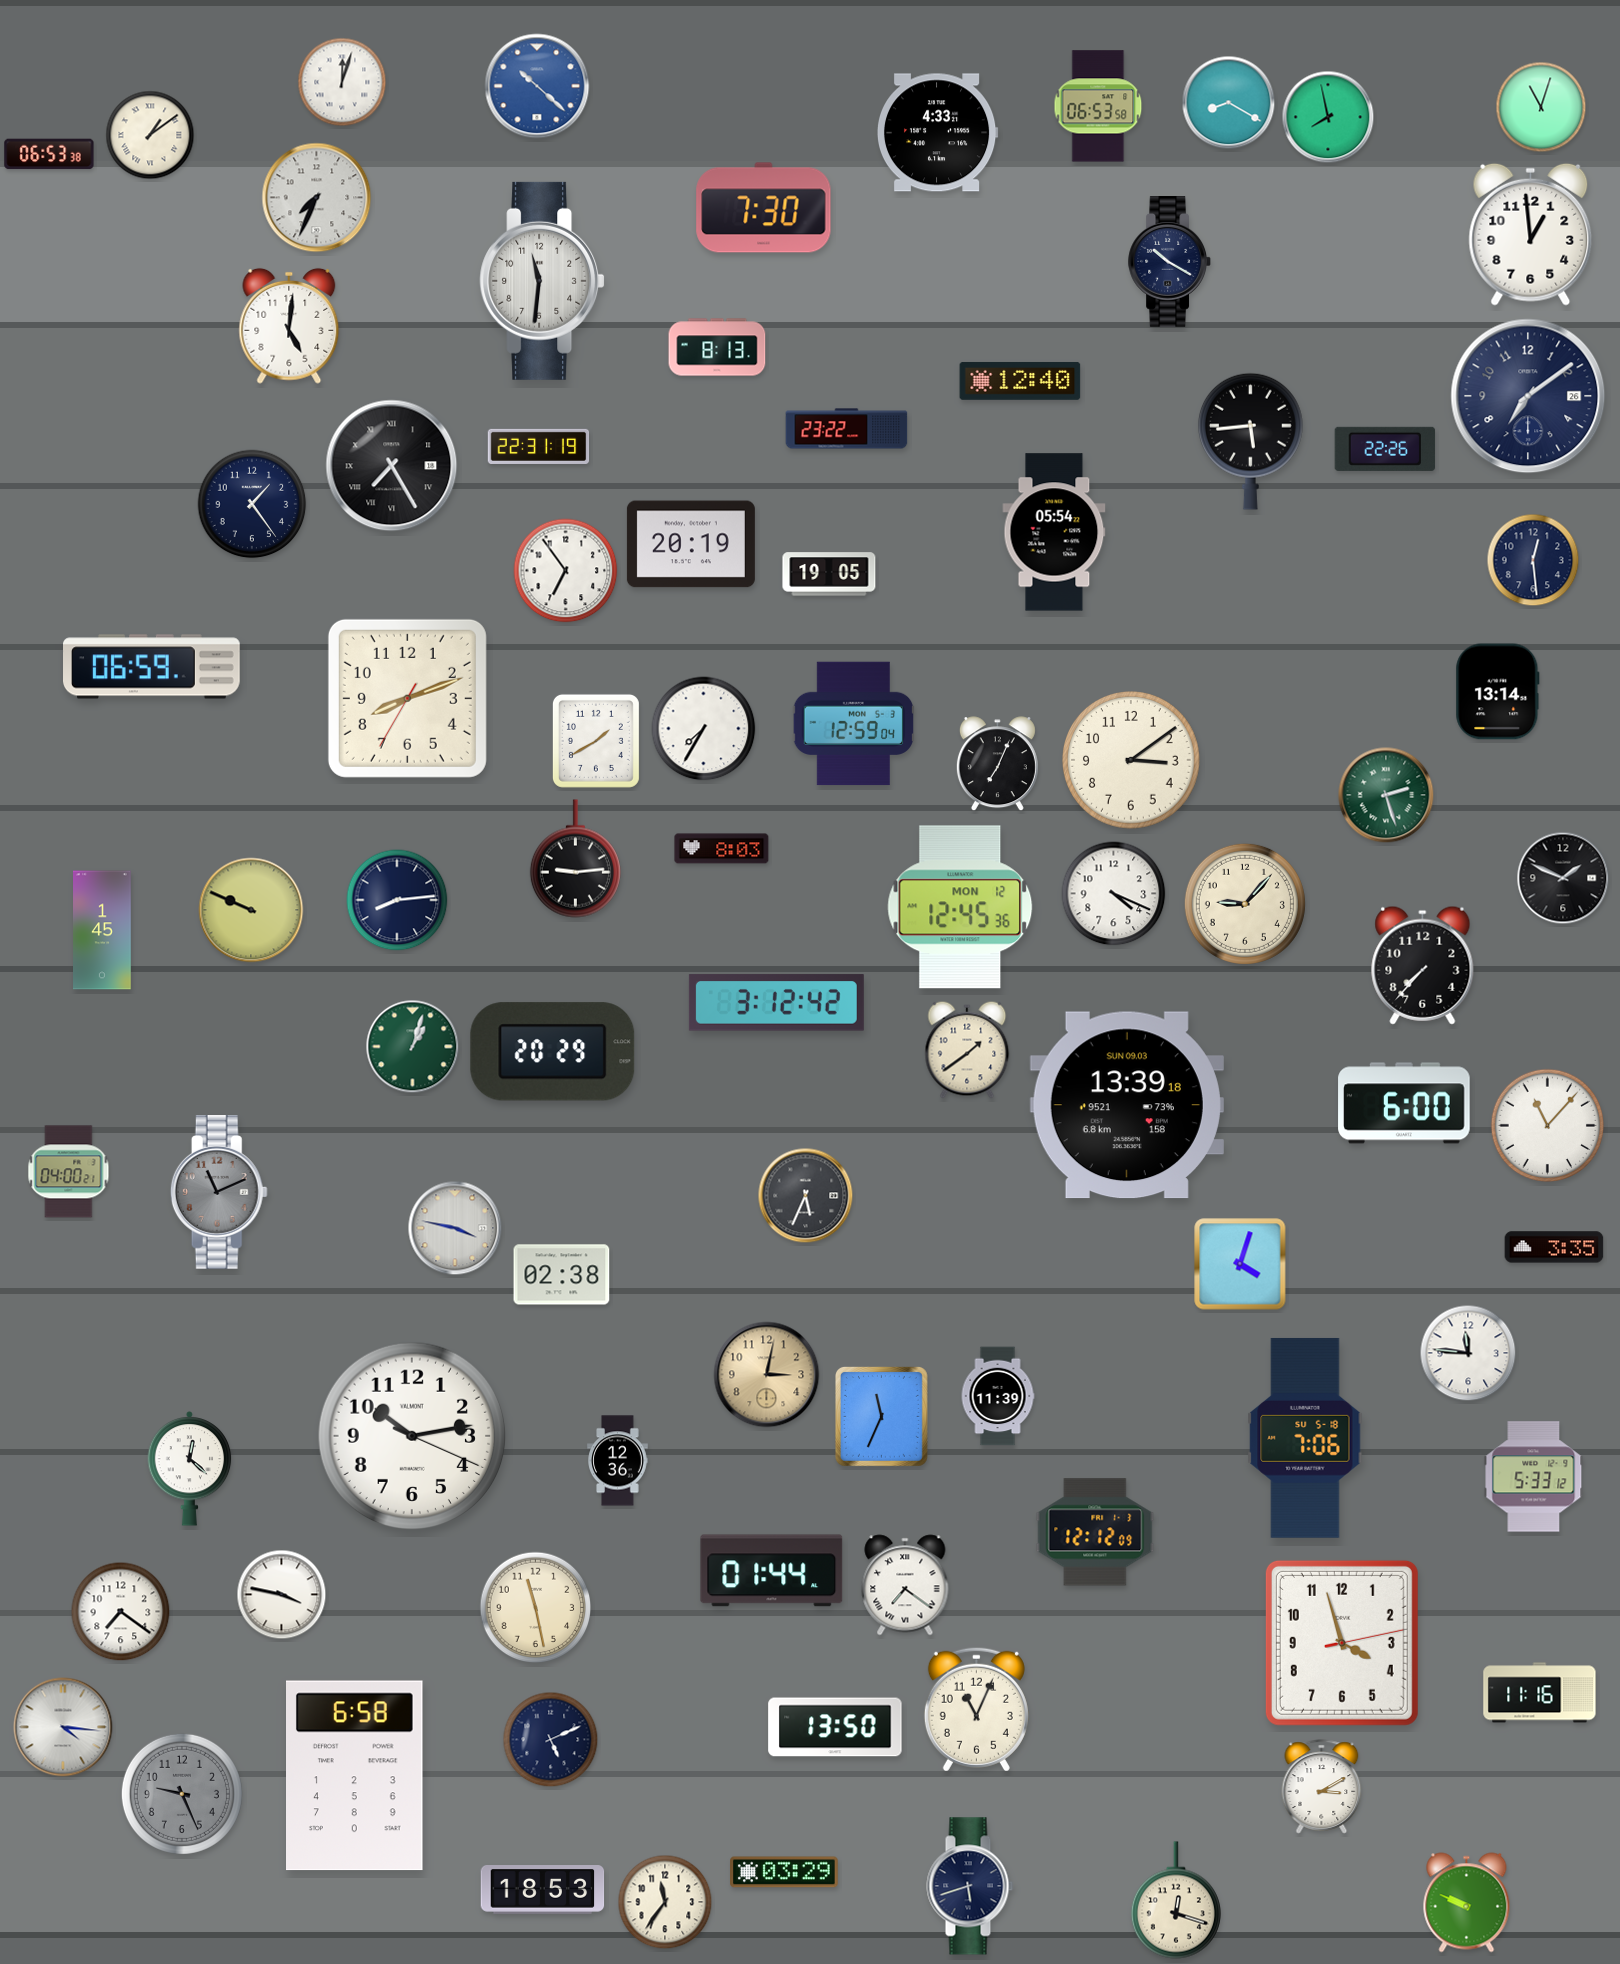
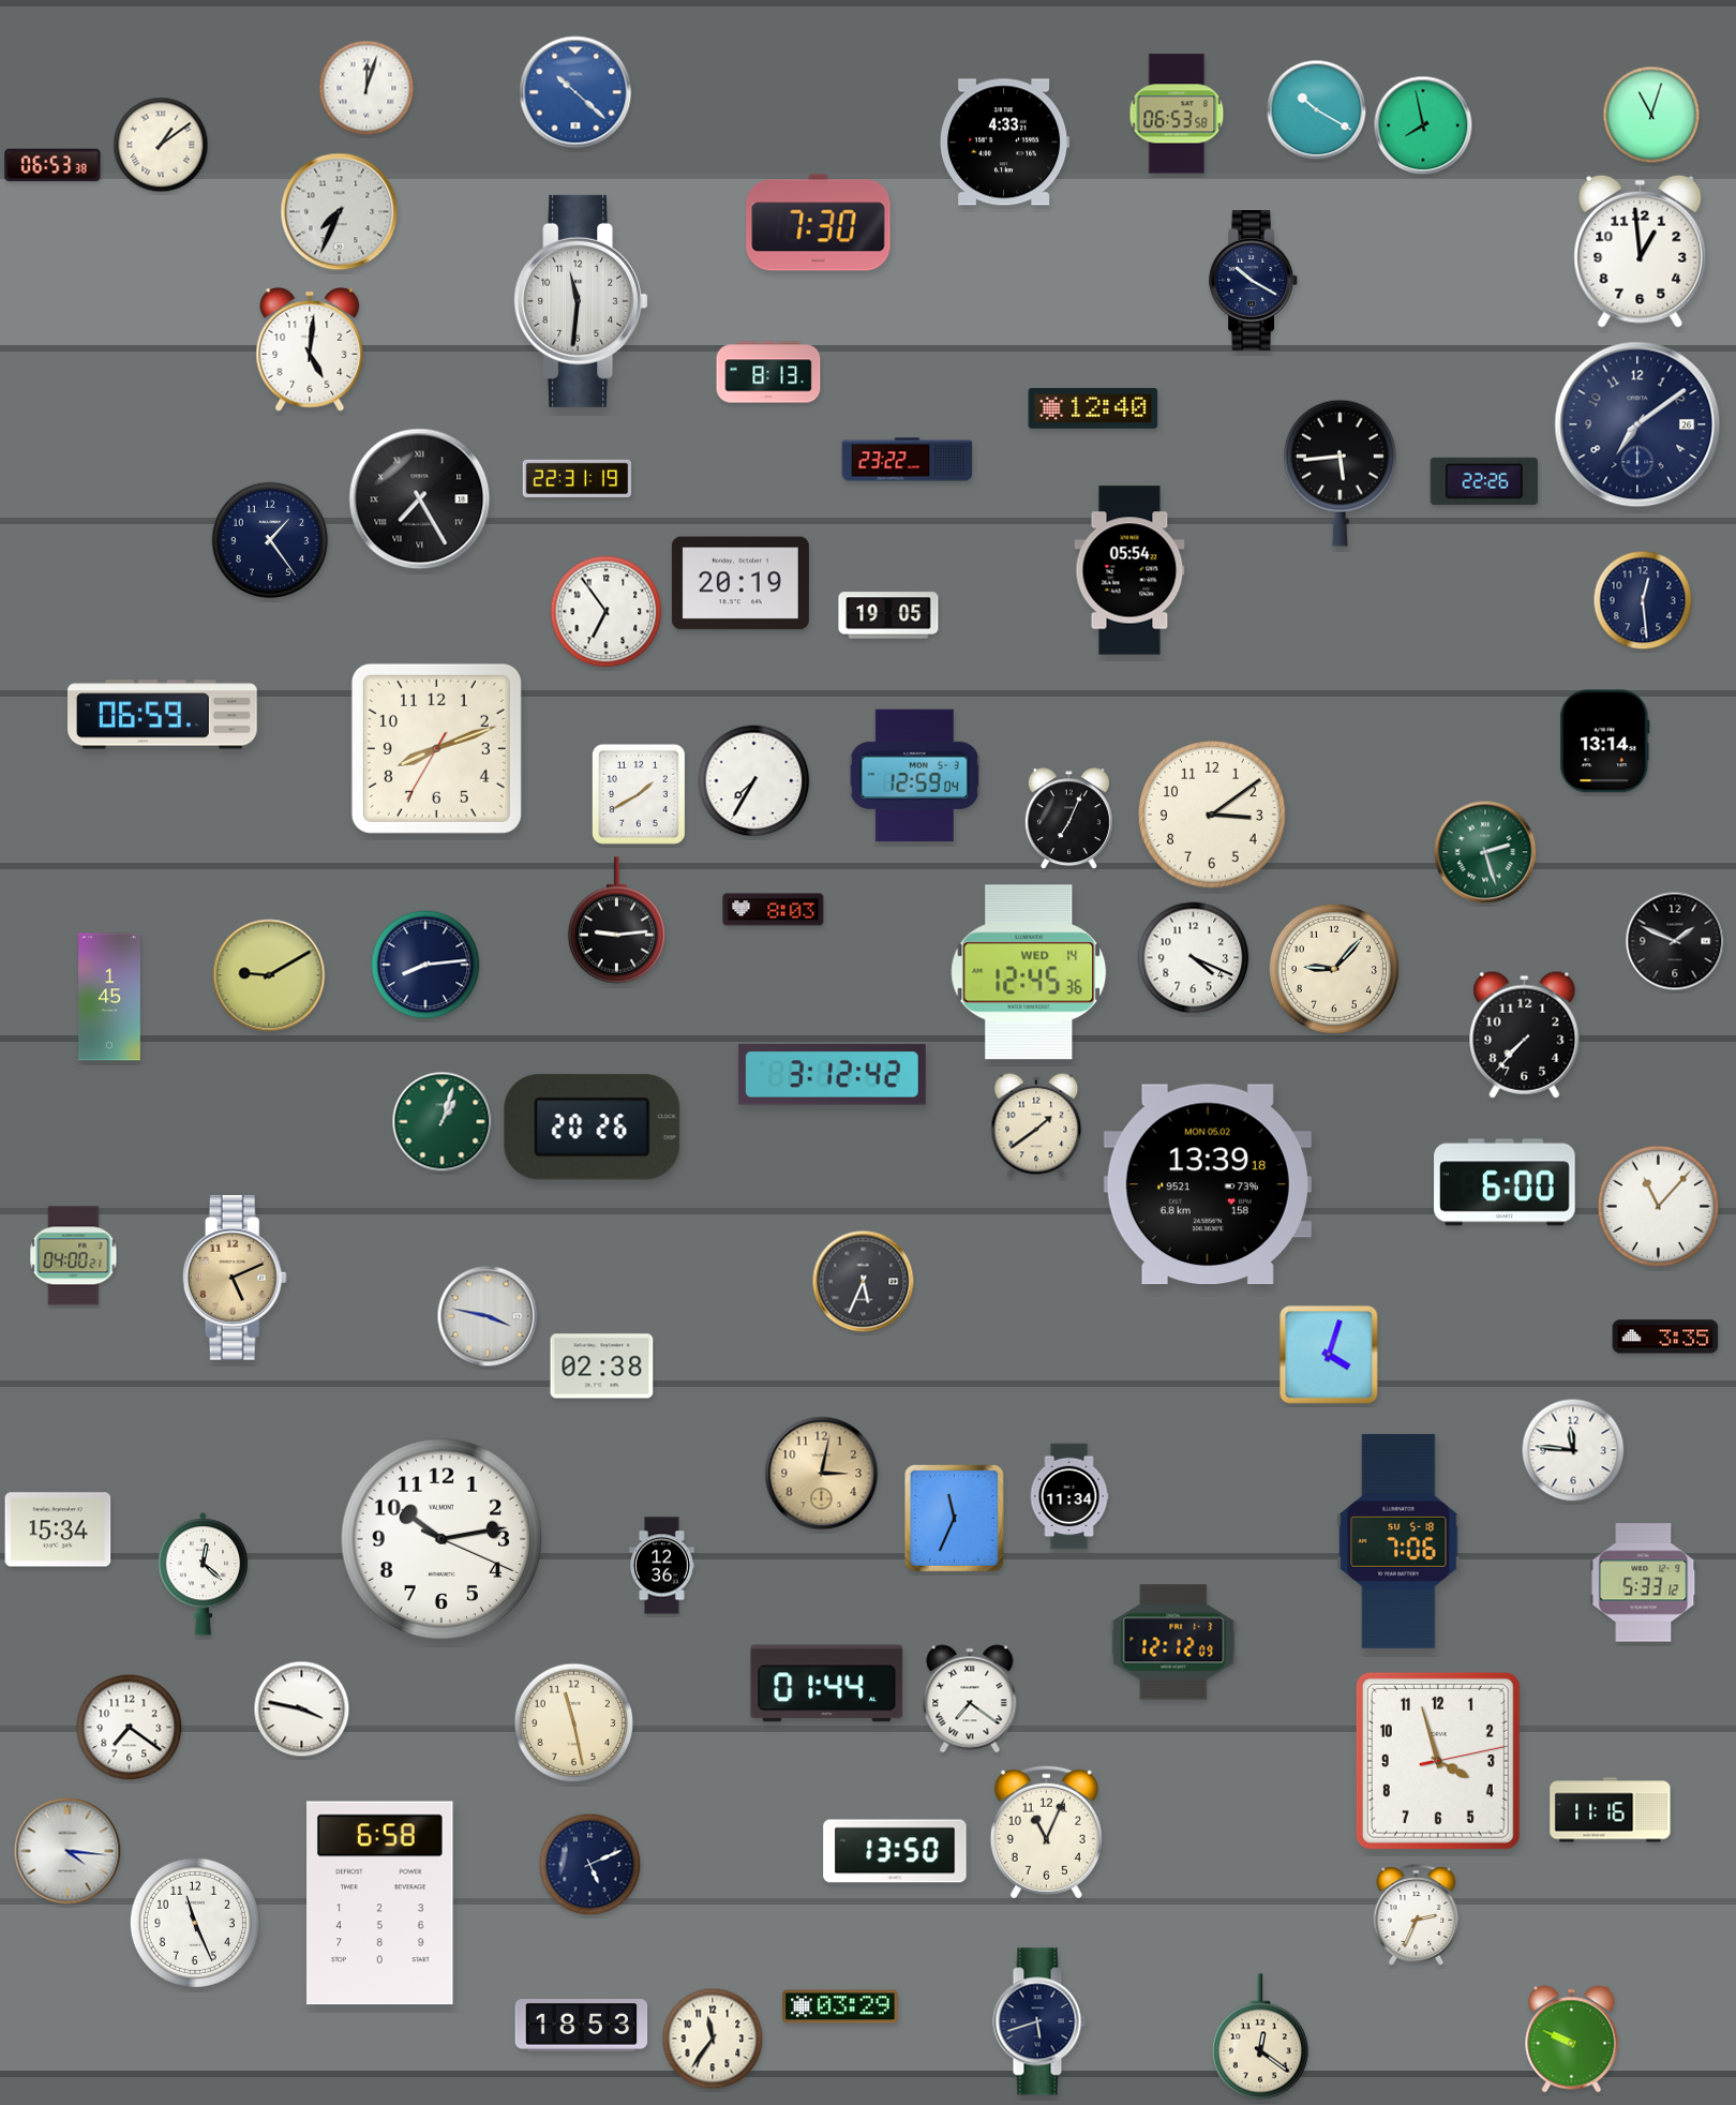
clock at (1229, 103): 8:20 -> 10:20
clock at (960, 907) date: MON 12 -> WED 14
clock at (251, 910): 9:49 -> 9:10
clock at (553, 1052): 20:29 -> 20:26
clock at (1127, 1105) date: SUN 09.03 -> MON 05.02
clock at (219, 1193): 11:11 -> 5:11
clock at (219, 1193) dial: grey -> champagne
clock at (998, 1396): 11:39 -> 11:34
clock at (881, 1416) position: (881, 1416) -> (954, 1518)
clock at (58, 1529): none -> 15:34
clock at (1540, 1693) position: (1540, 1693) -> (1611, 1810)
clock at (1322, 1787): 3:10 -> 2:34
clock at (182, 1794): 9:26 -> 11:26
clock at (182, 1794) dial: grey -> white
clock at (1176, 1900): 12:18 -> 12:21
